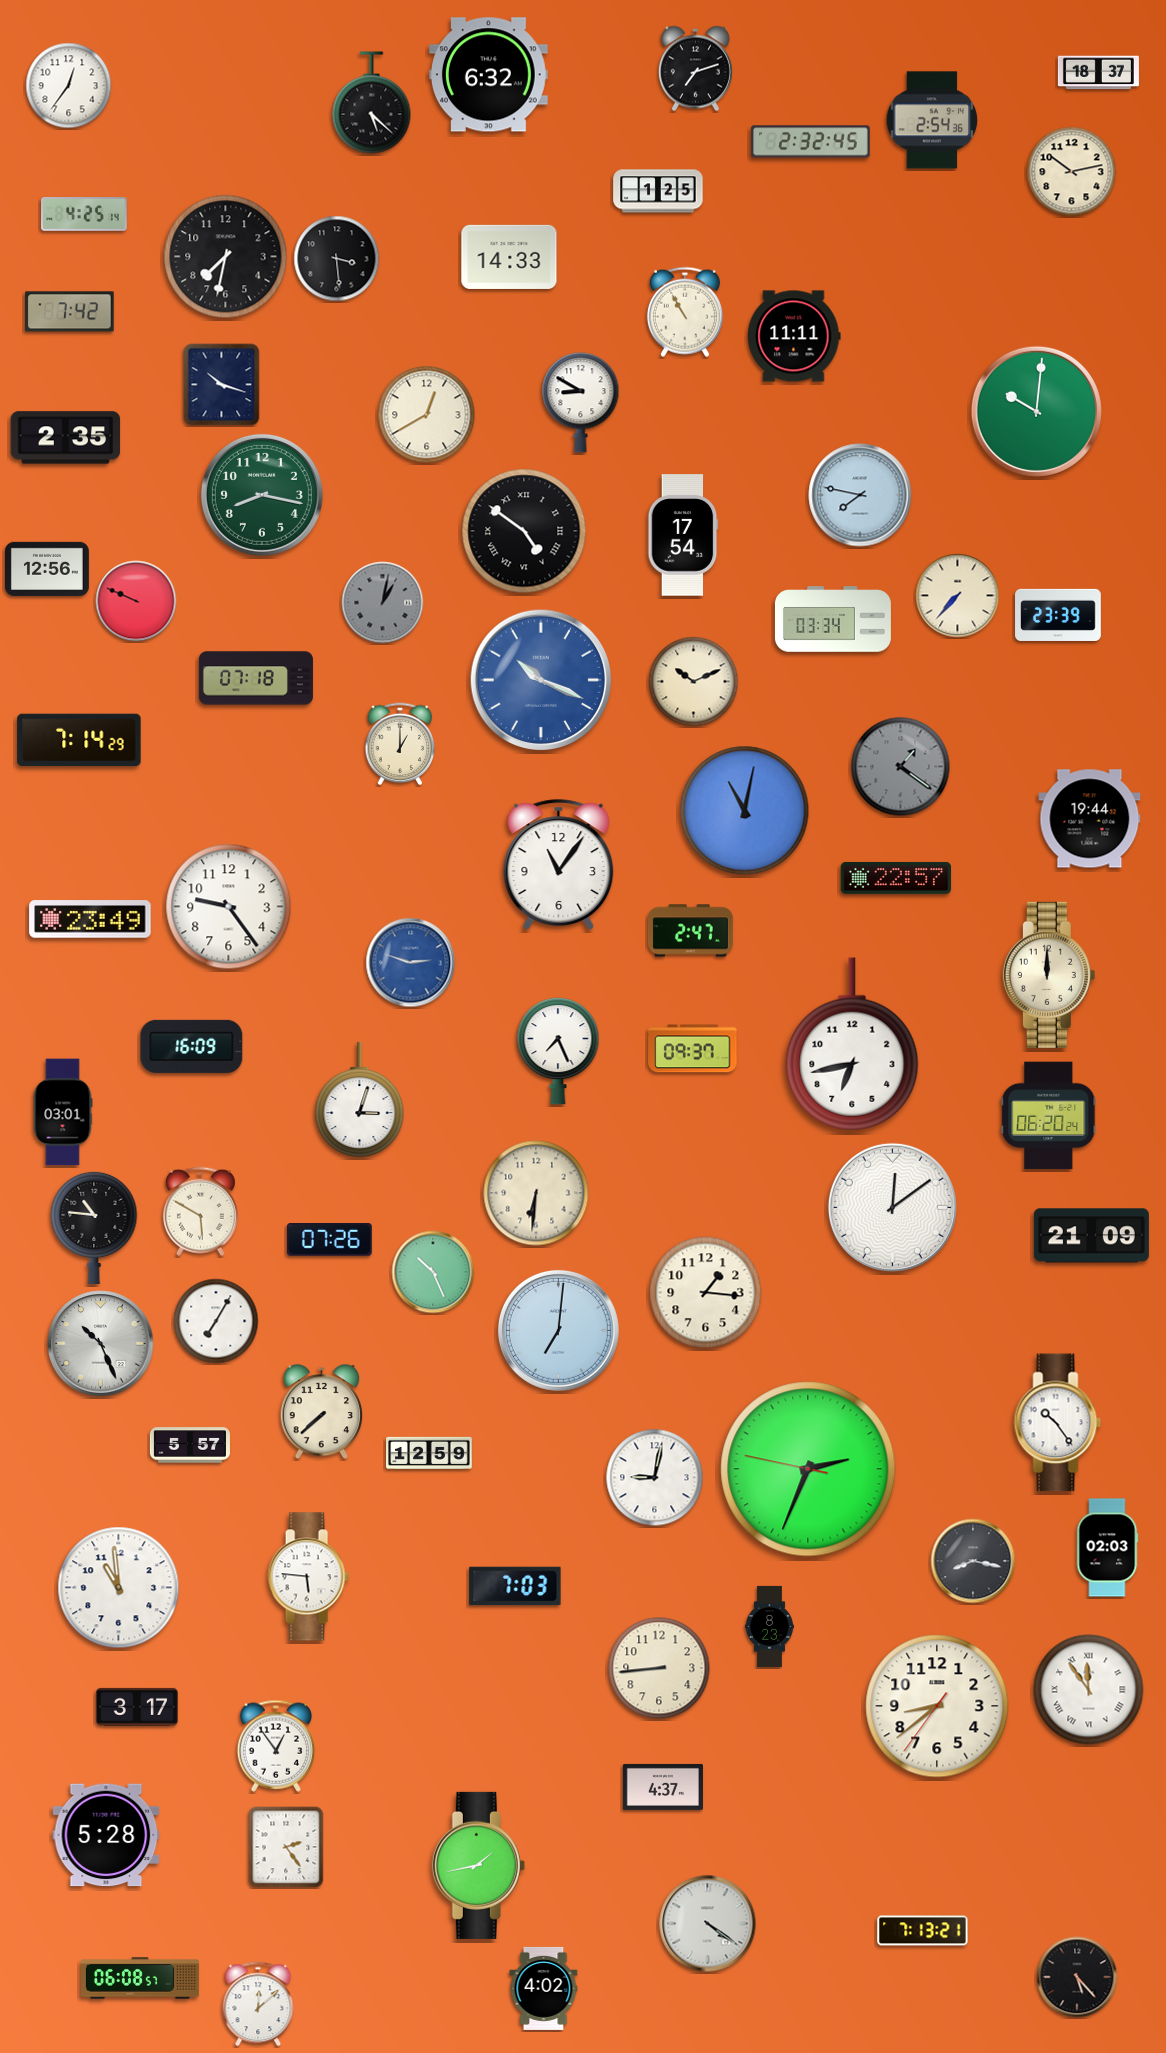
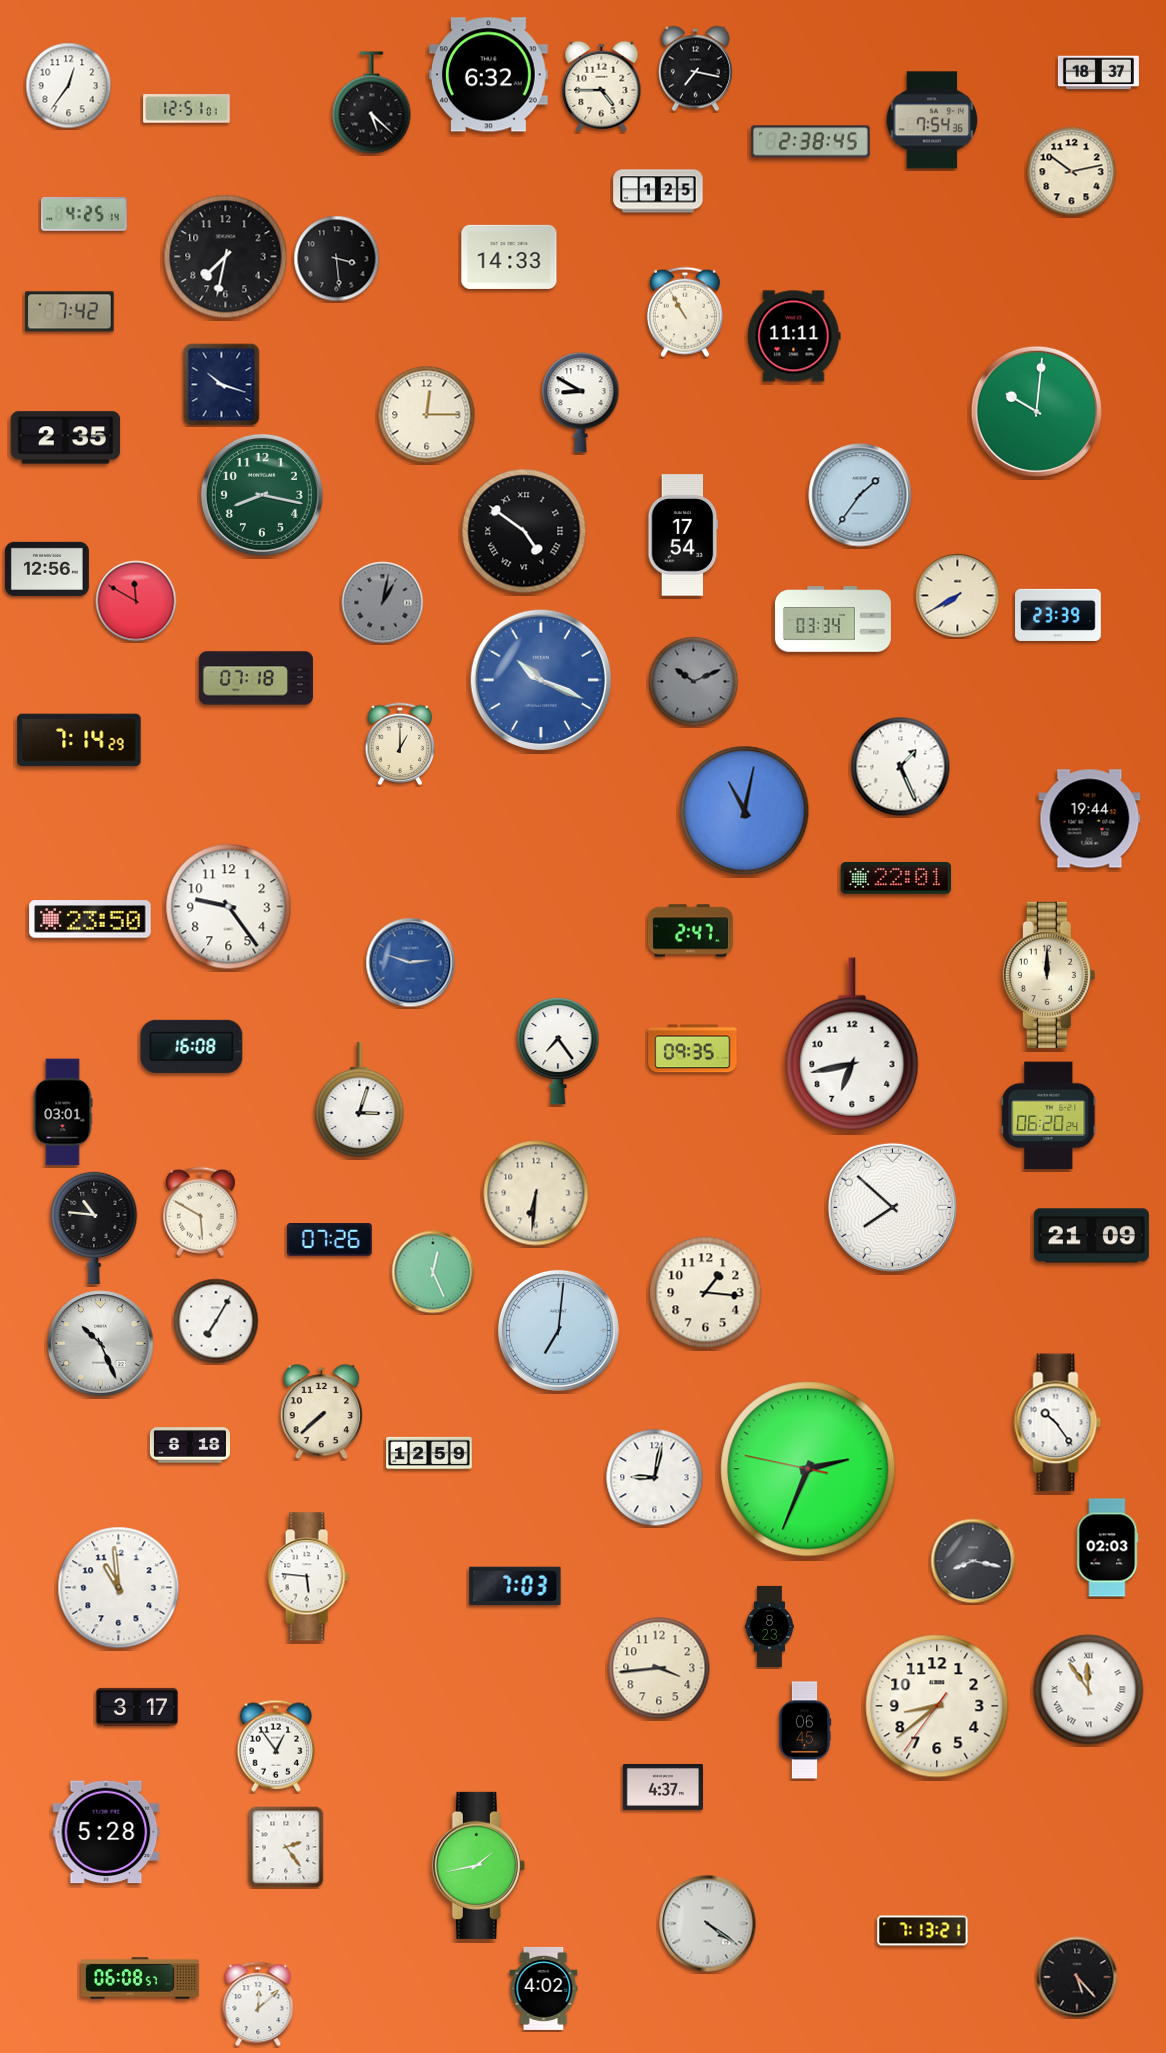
clock at (695, 69): 7:12 -> 7:17
clock at (602, 86): none -> 4:45
clock at (187, 109): none -> 12:51
clock at (932, 120): 2:54 -> 7:54
clock at (811, 142): 2:32 -> 2:38
clock at (427, 415): 12:40 -> 12:15
clock at (860, 495): 7:47 -> 1:36
clock at (958, 596): 7:37 -> 7:40
clock at (136, 601): 9:49 -> 11:50
clock at (694, 682) dial: cream -> grey
clock at (901, 767): 1:21 -> 1:26
clock at (901, 767) dial: grey -> white
clock at (559, 865): 11:06 -> none
clock at (896, 878): 22:57 -> 22:01
clock at (90, 919): 23:49 -> 23:50
clock at (192, 1046): 16:09 -> 16:08
clock at (693, 1049): 09:37 -> 09:35
clock at (558, 1052): 7:26 -> 7:24
clock at (892, 1207): 12:09 -> 7:52
clock at (433, 1272): 10:26 -> 12:26
clock at (190, 1445): 5:57 -> 8:18
clock at (659, 1668): 8:44 -> 3:44
clock at (805, 1730): none -> 06:45
clock at (106, 1835) position: (106, 1835) -> (106, 1832)
